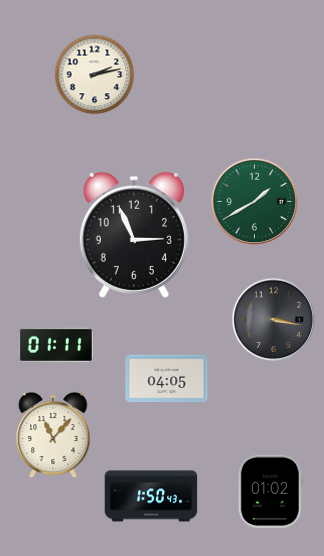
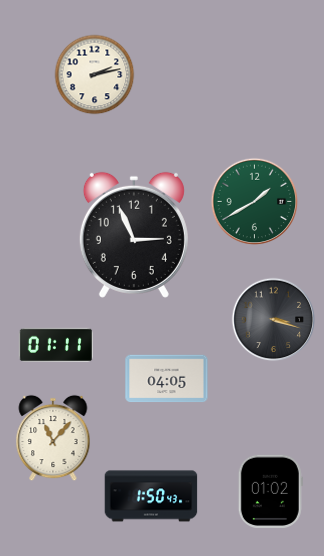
clock at (274, 320): 3:17 -> 3:18
clock at (53, 435) position: (53, 435) -> (53, 438)
